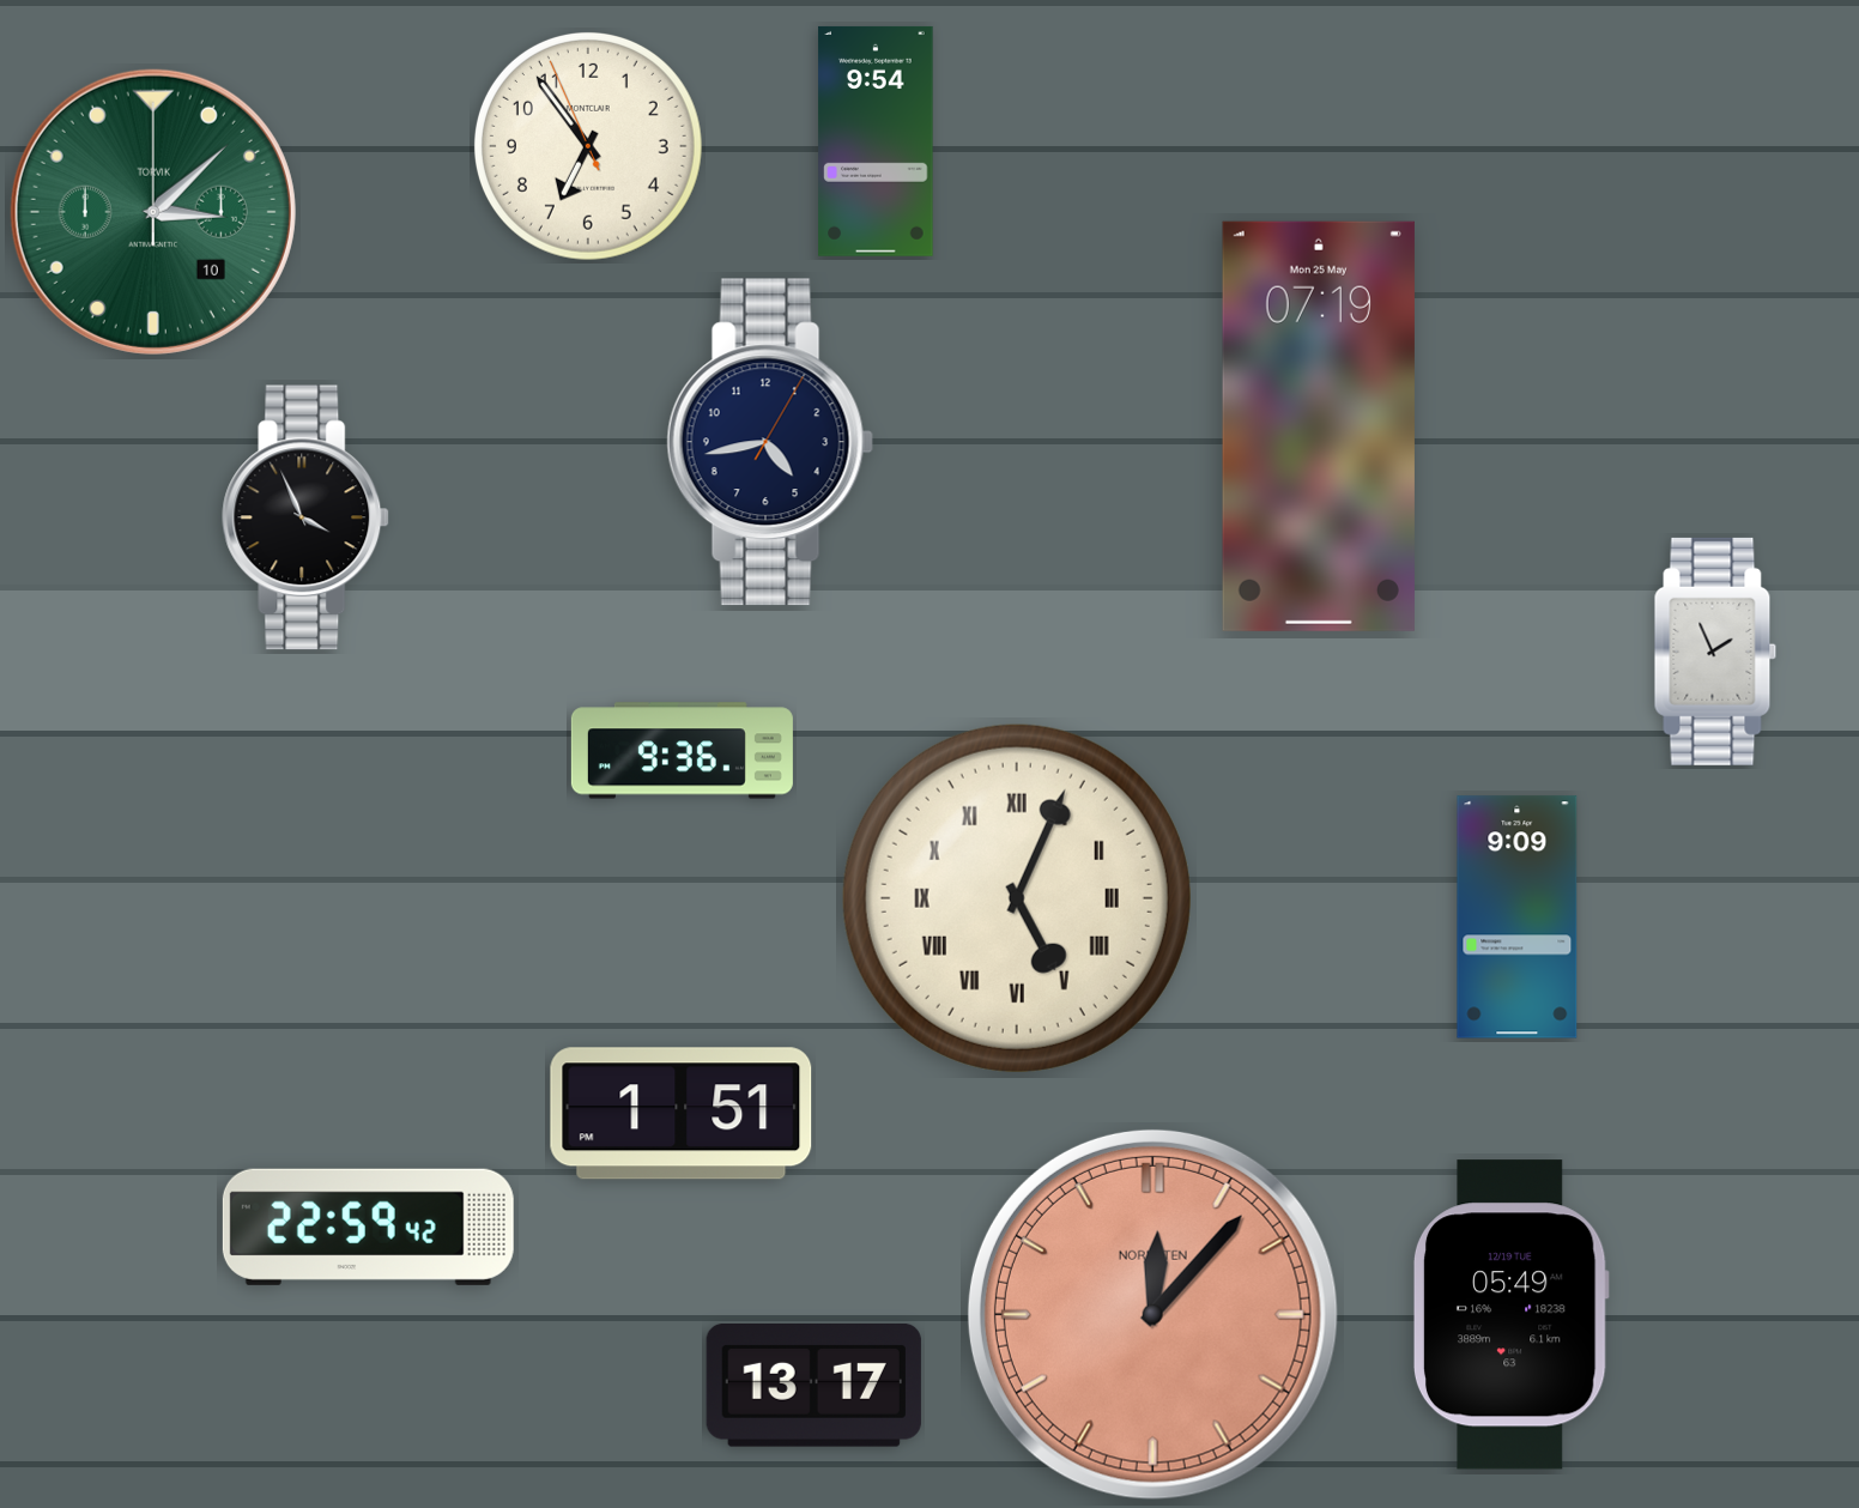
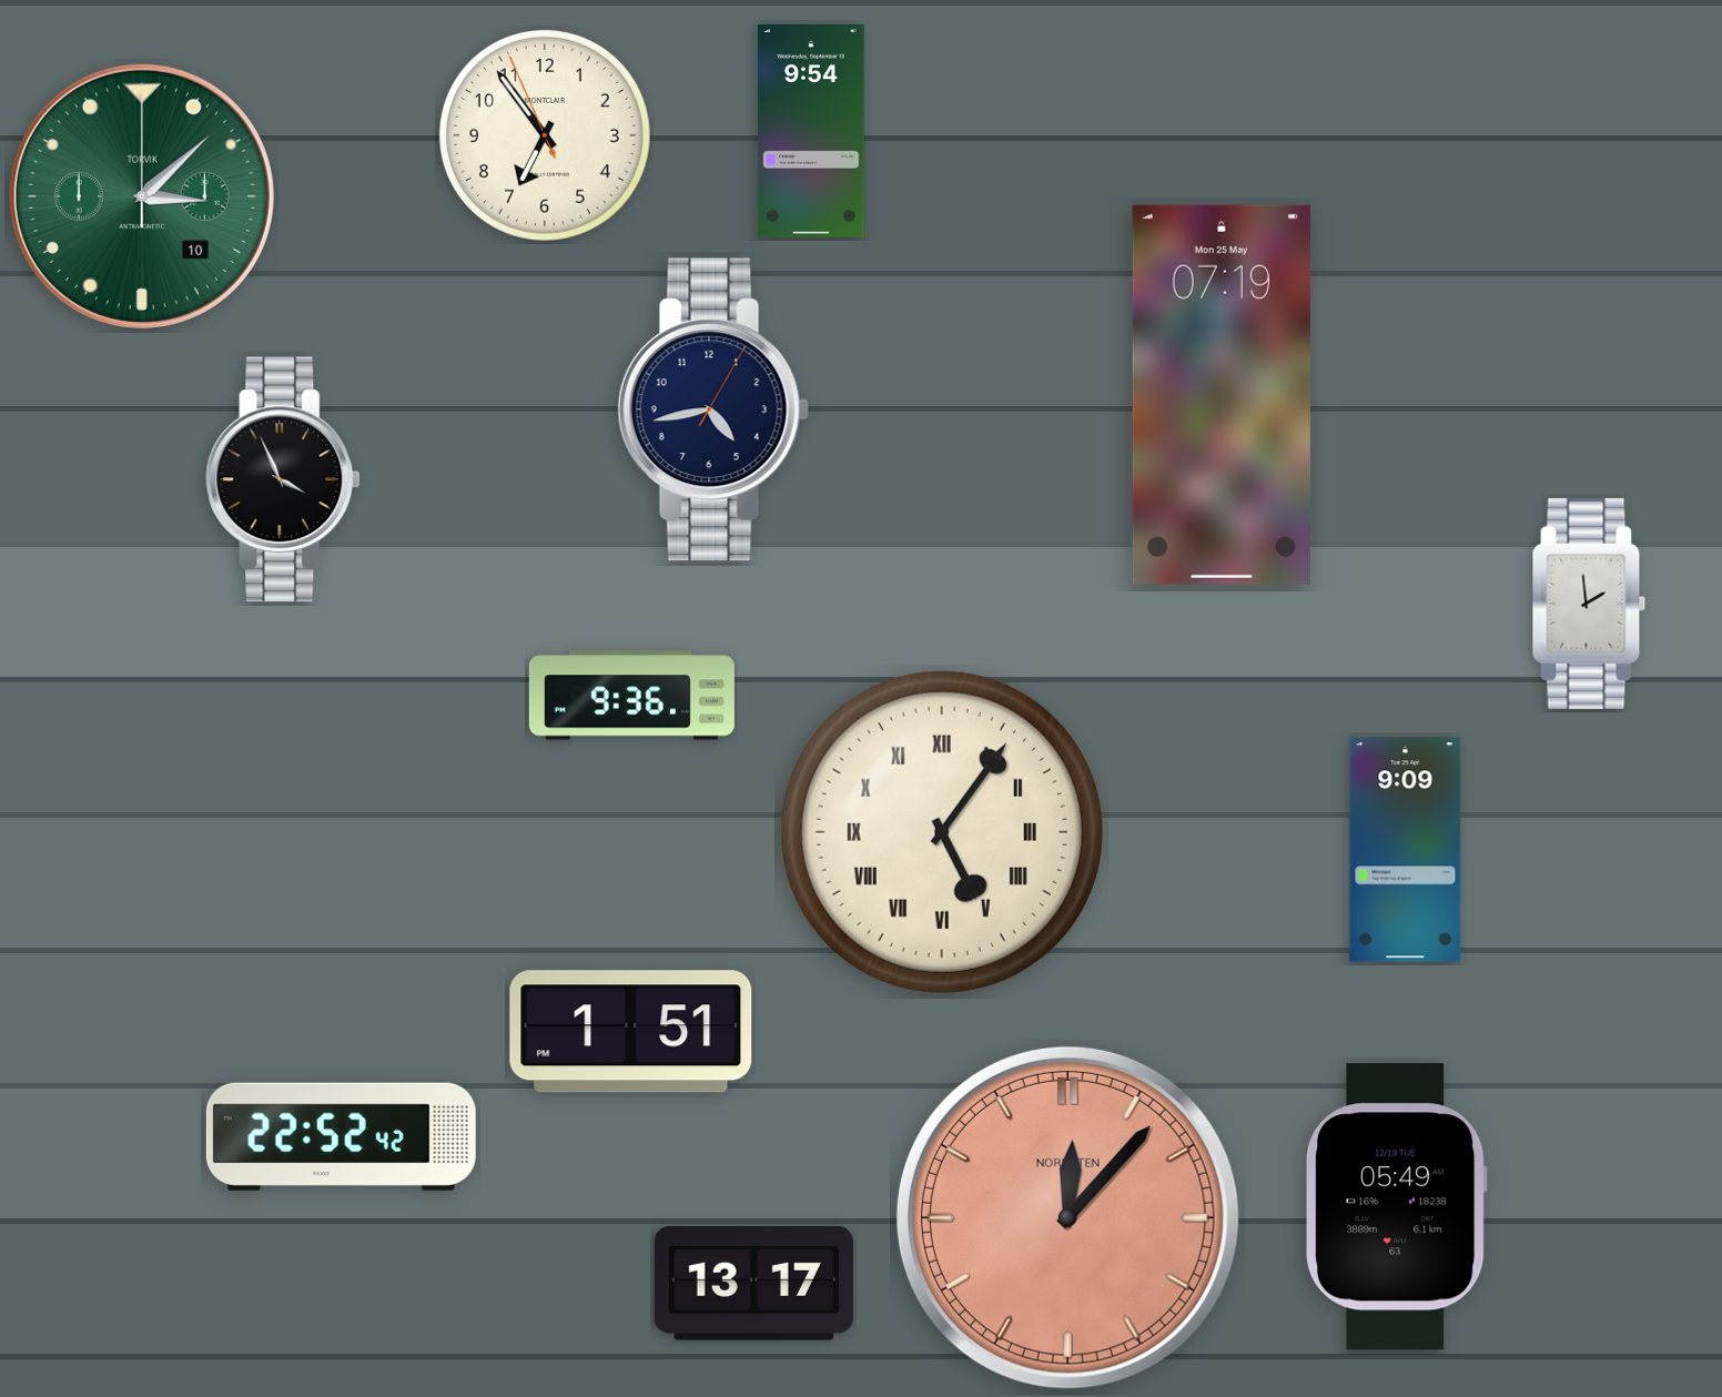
clock at (1715, 652): 1:56 -> 1:59
clock at (1017, 898): 5:04 -> 5:06
clock at (368, 1227): 22:59 -> 22:52
clock at (1510, 1315) position: (1510, 1315) -> (1396, 1207)
